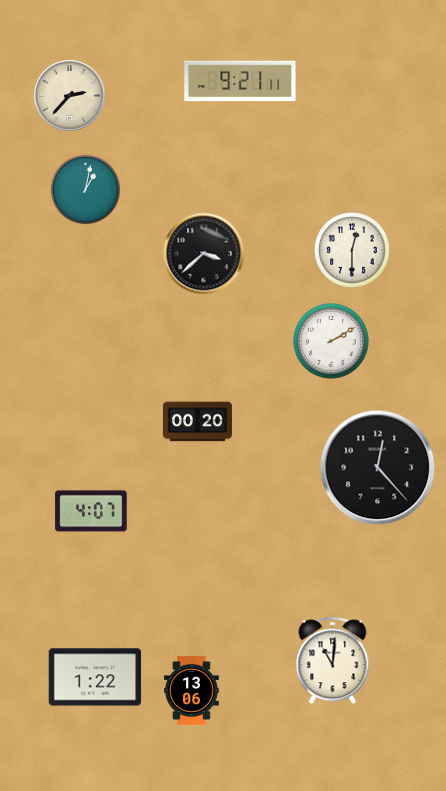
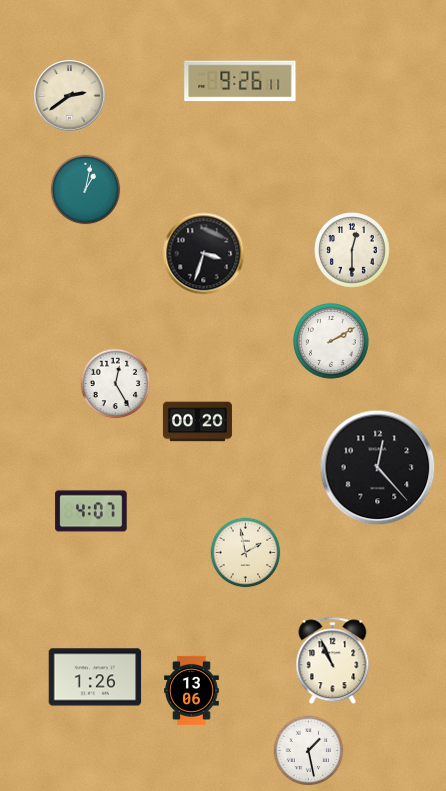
clock at (240, 81): 9:21 -> 9:26
clock at (70, 96): 2:37 -> 2:39
clock at (204, 254): 3:38 -> 3:33
clock at (116, 384): none -> 12:25
clock at (246, 553): none -> 1:58
clock at (333, 661): 11:01 -> 10:56
clock at (95, 677): 1:22 -> 1:26
clock at (309, 751): none -> 1:28
